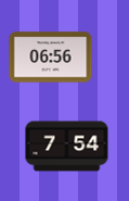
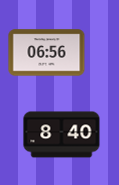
clock at (67, 147): 7:54 -> 8:40
